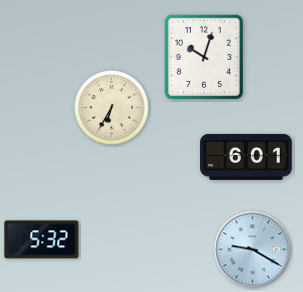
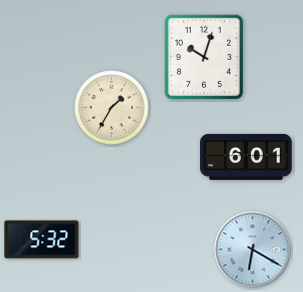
clock at (112, 108): 6:35 -> 1:35
clock at (253, 250): 9:20 -> 6:20
